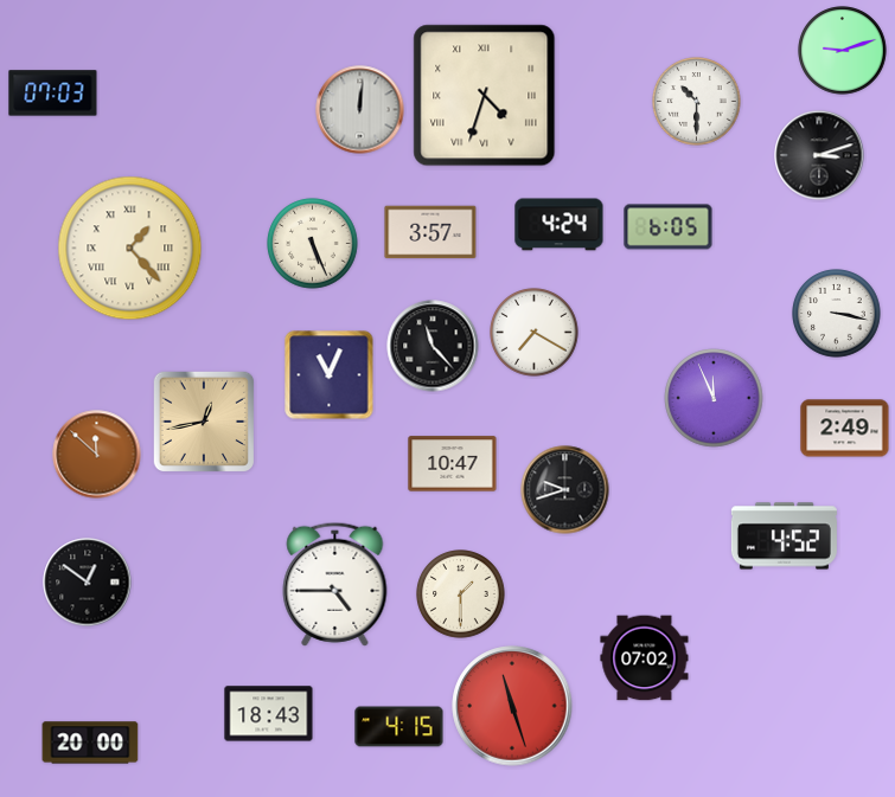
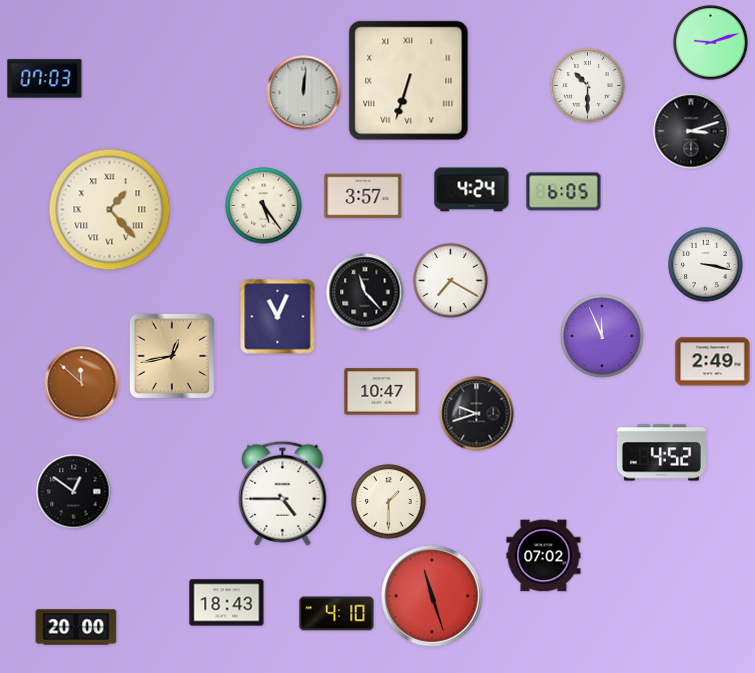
clock at (485, 96): 4:33 -> 6:33
clock at (313, 244): 5:26 -> 5:24
clock at (399, 727): 4:15 -> 4:10
